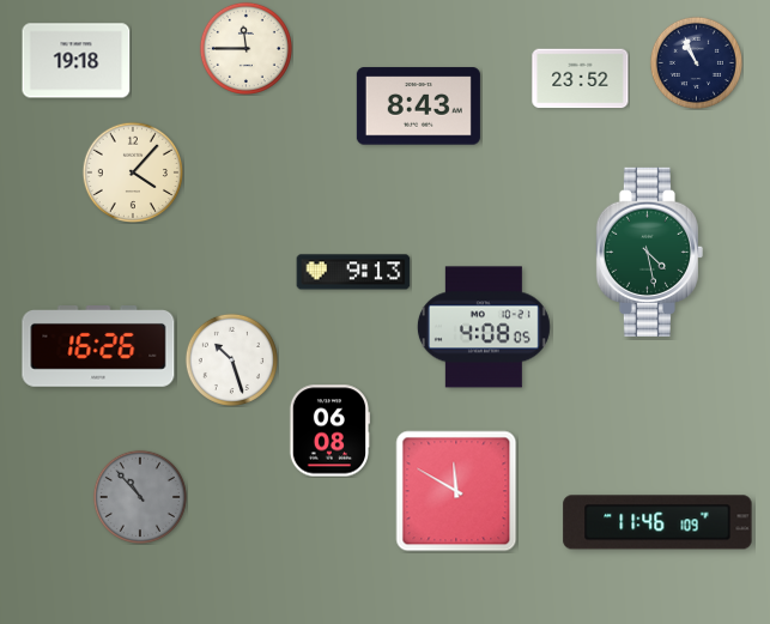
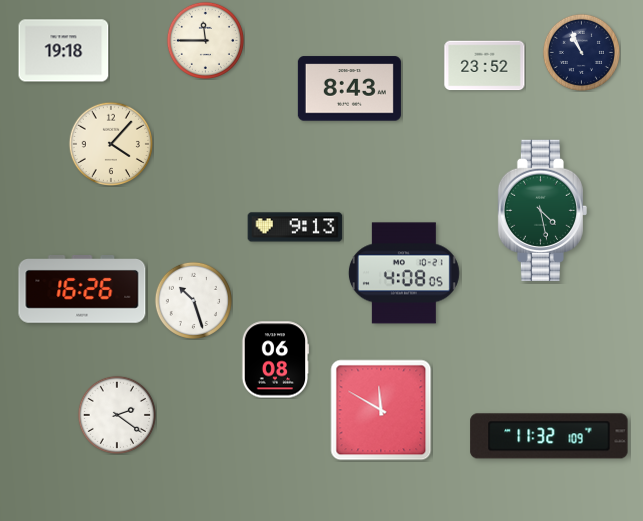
clock at (140, 497): 10:53 -> 2:21
clock at (140, 497) dial: grey -> white
clock at (657, 522): 11:46 -> 11:32
